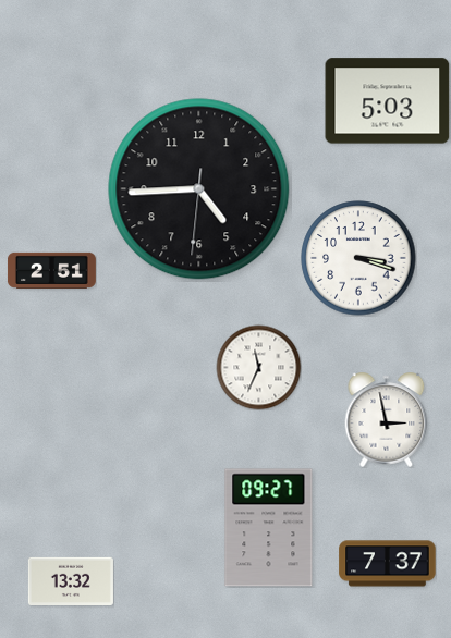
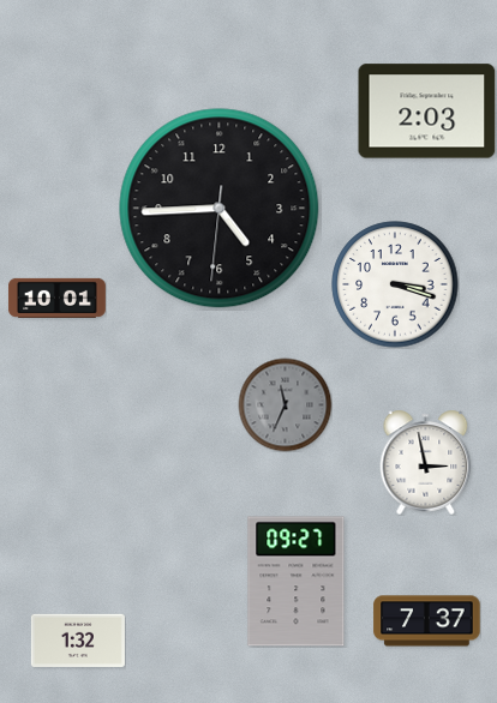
clock at (388, 101): 5:03 -> 2:03
clock at (51, 270): 2:51 -> 10:01
clock at (258, 367) dial: white -> grey
clock at (71, 580): 13:32 -> 1:32
